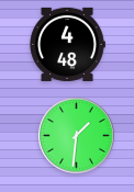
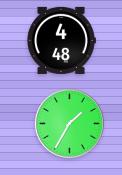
clock at (77, 136): 1:31 -> 1:35
